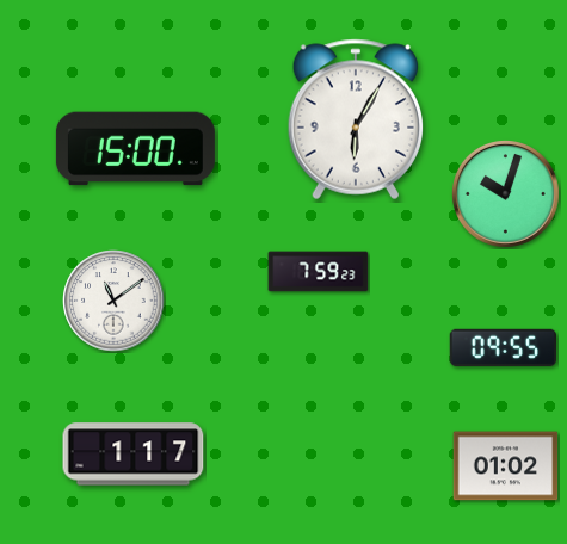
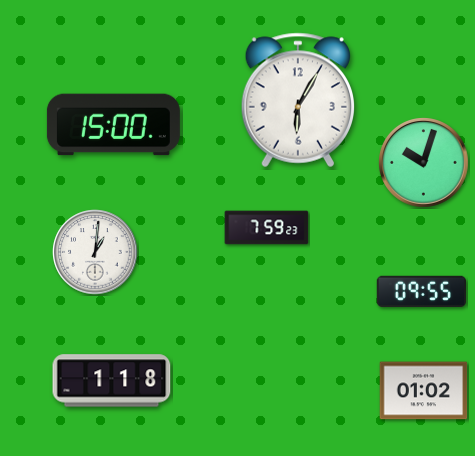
clock at (113, 301): 11:09 -> 1:01
clock at (134, 455): 1:17 -> 1:18
